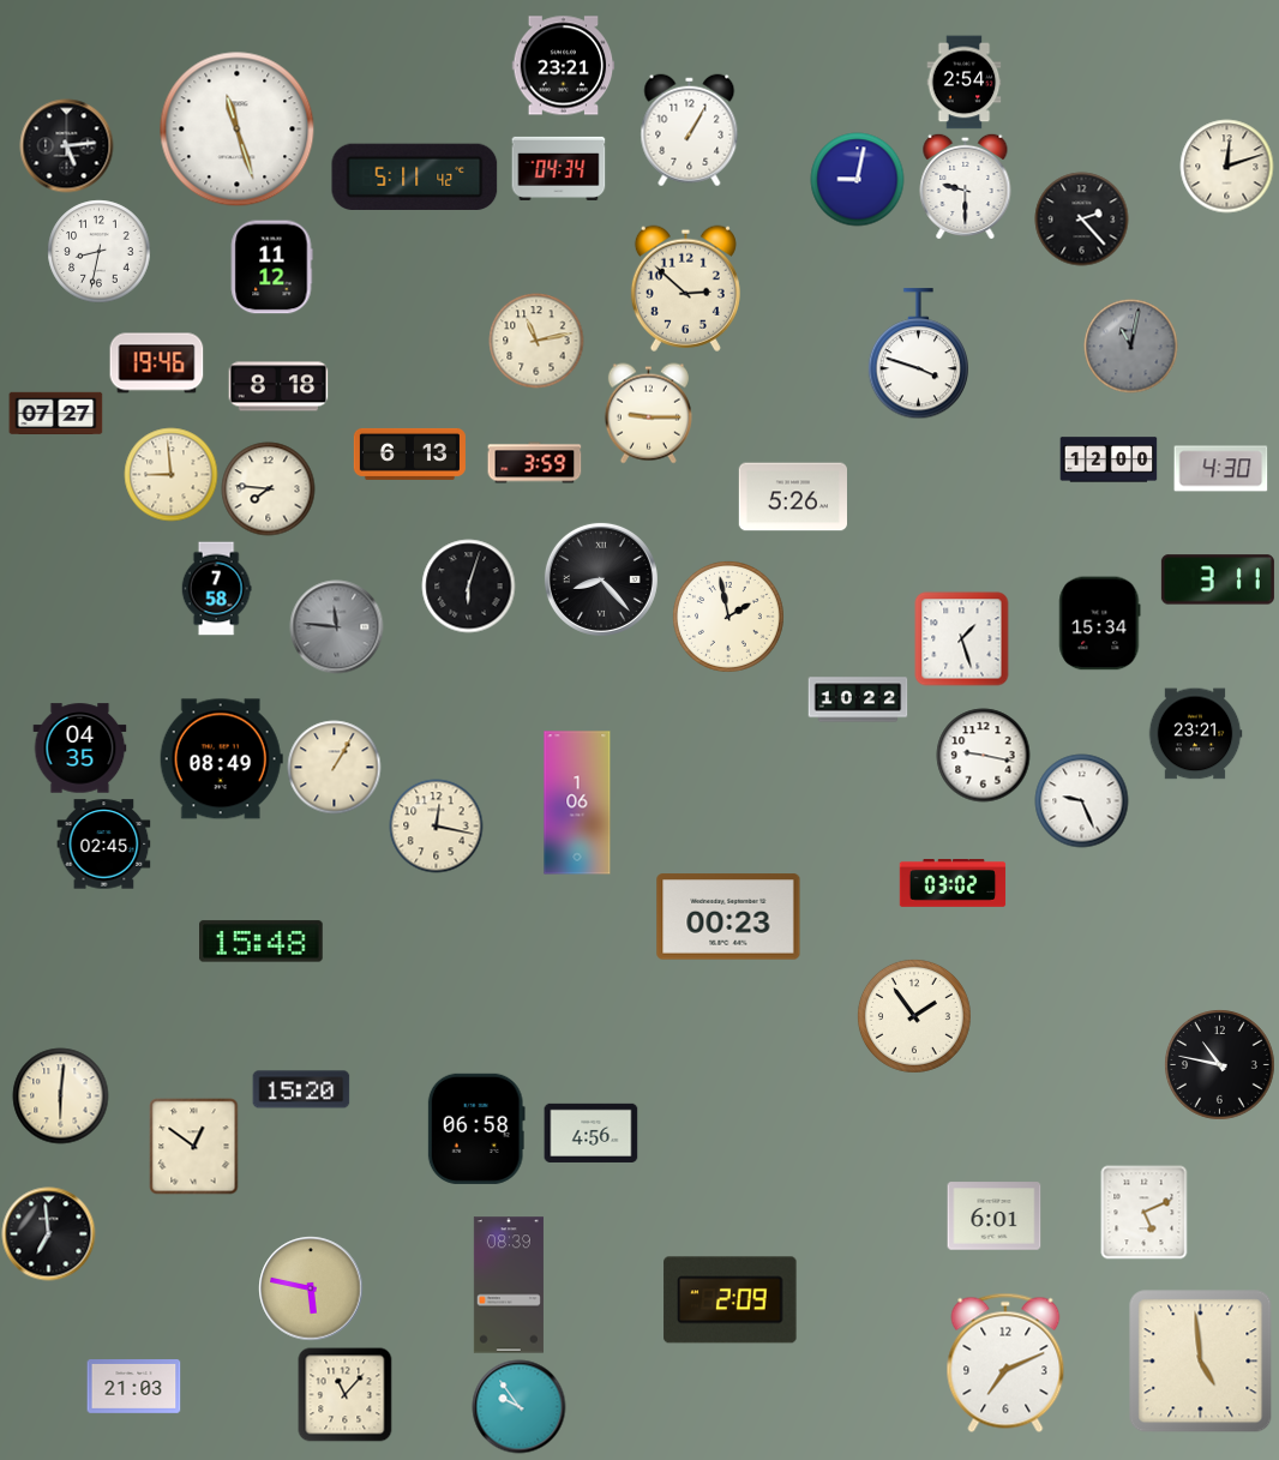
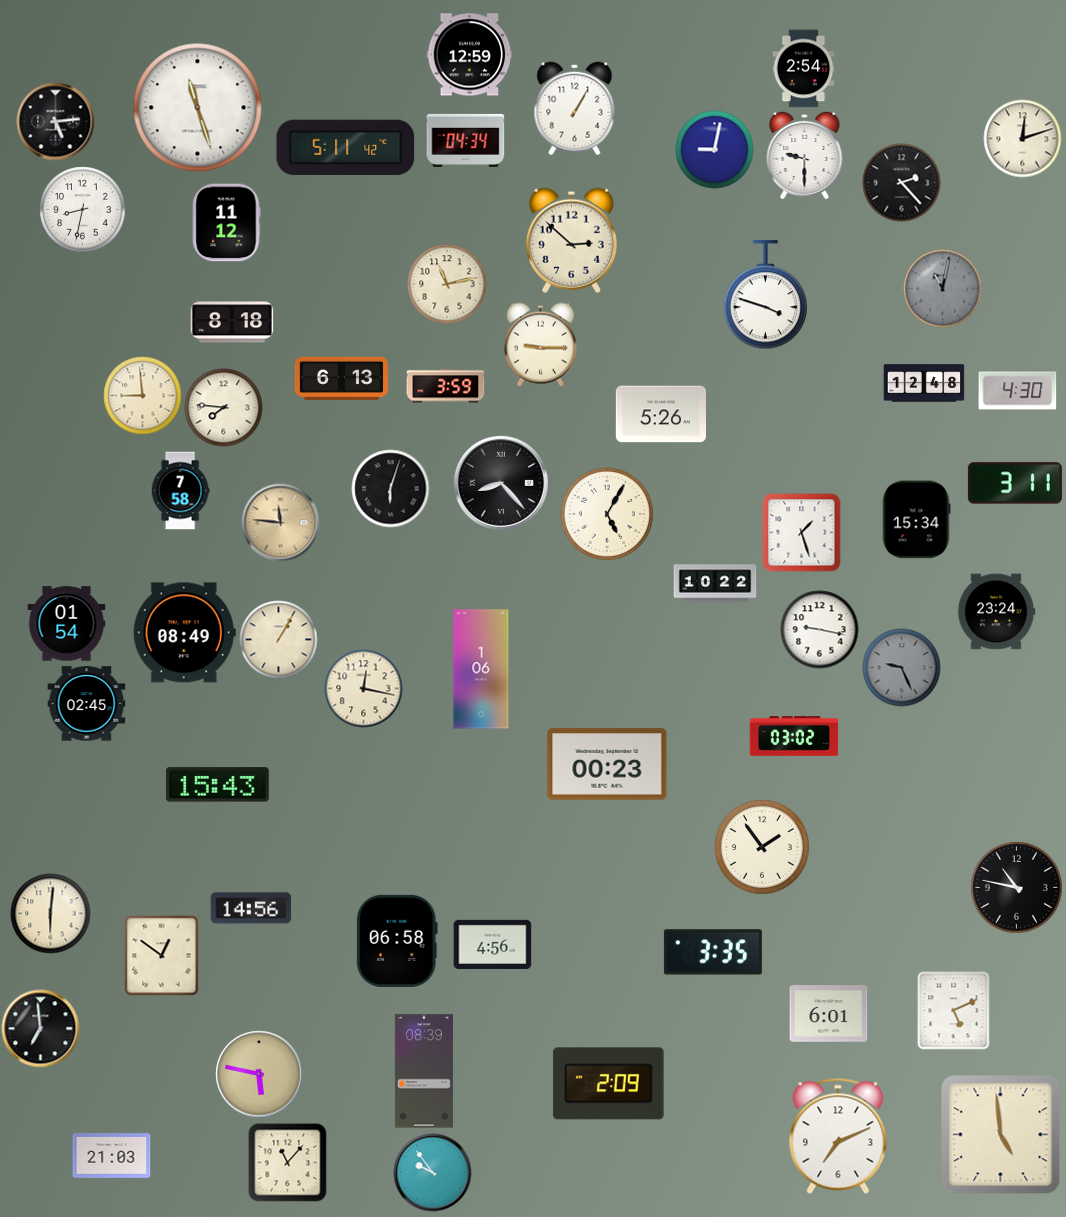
clock at (563, 66): 23:21 -> 12:59
clock at (156, 364): 19:46 -> none
clock at (55, 413): 07:27 -> none
clock at (1109, 459): 12:00 -> 12:48
clock at (728, 617): 1:58 -> 5:05
clock at (336, 626) dial: grey -> champagne
clock at (1195, 734): 23:21 -> 23:24
clock at (79, 749): 04:35 -> 01:54
clock at (1081, 800) dial: white -> grey
clock at (262, 942): 15:48 -> 15:43
clock at (301, 1089): 15:20 -> 14:56
clock at (713, 952): none -> 3:35
